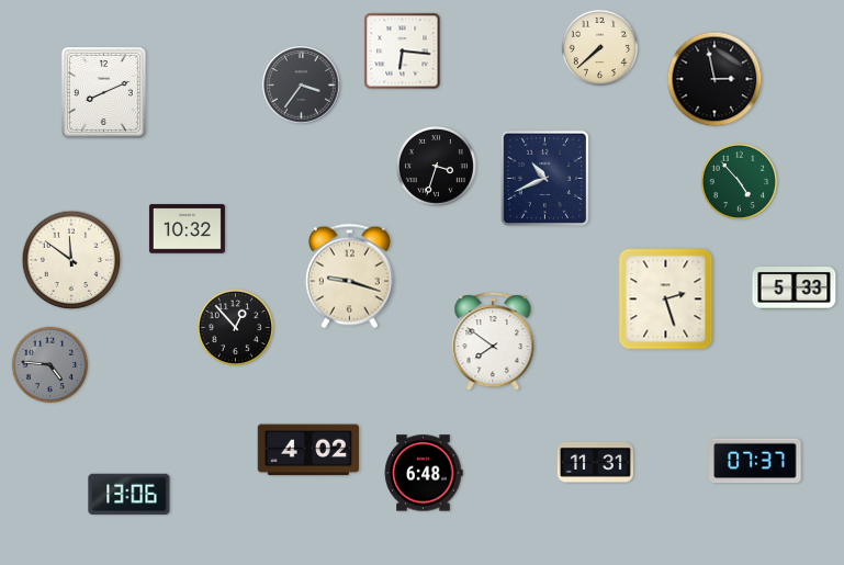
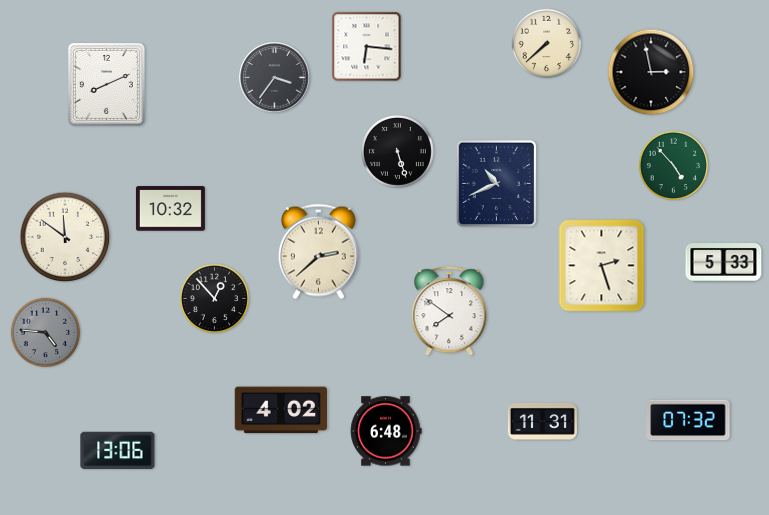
clock at (103, 92) position: (103, 92) -> (106, 84)
clock at (436, 166): 3:33 -> 5:27
clock at (544, 178) position: (544, 178) -> (496, 183)
clock at (349, 276): 9:18 -> 2:38
clock at (666, 300) position: (666, 300) -> (602, 266)
clock at (755, 461): 07:37 -> 07:32
